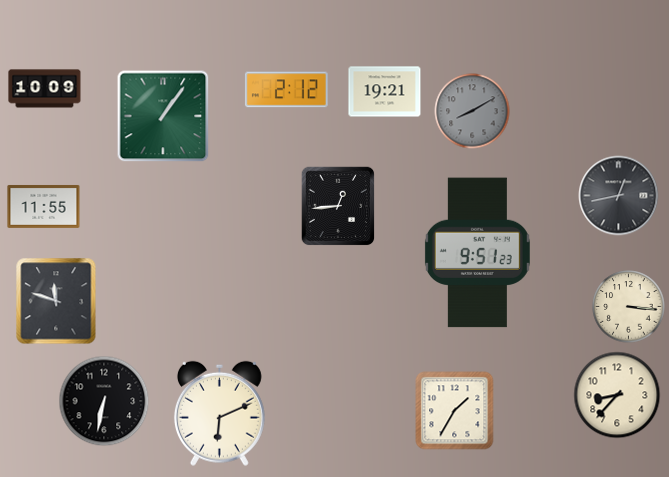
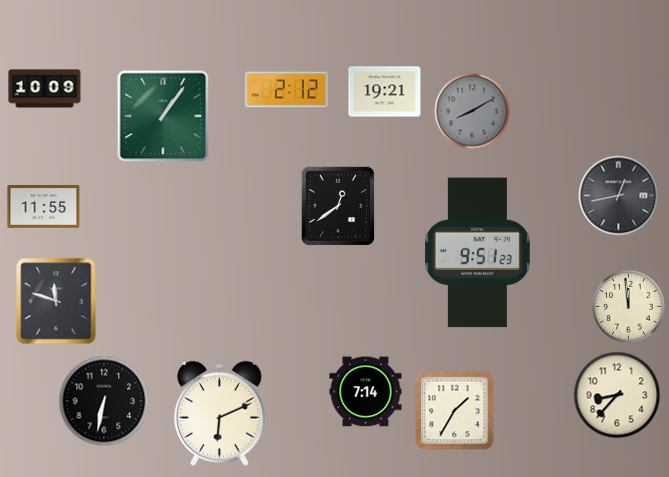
clock at (338, 206): 12:44 -> 12:39
clock at (629, 307): 3:16 -> 11:59
clock at (366, 392): none -> 7:14
